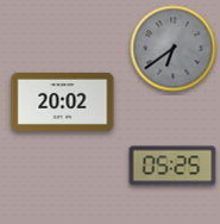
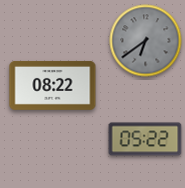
clock at (63, 101): 20:02 -> 08:22
clock at (172, 166): 05:25 -> 05:22
